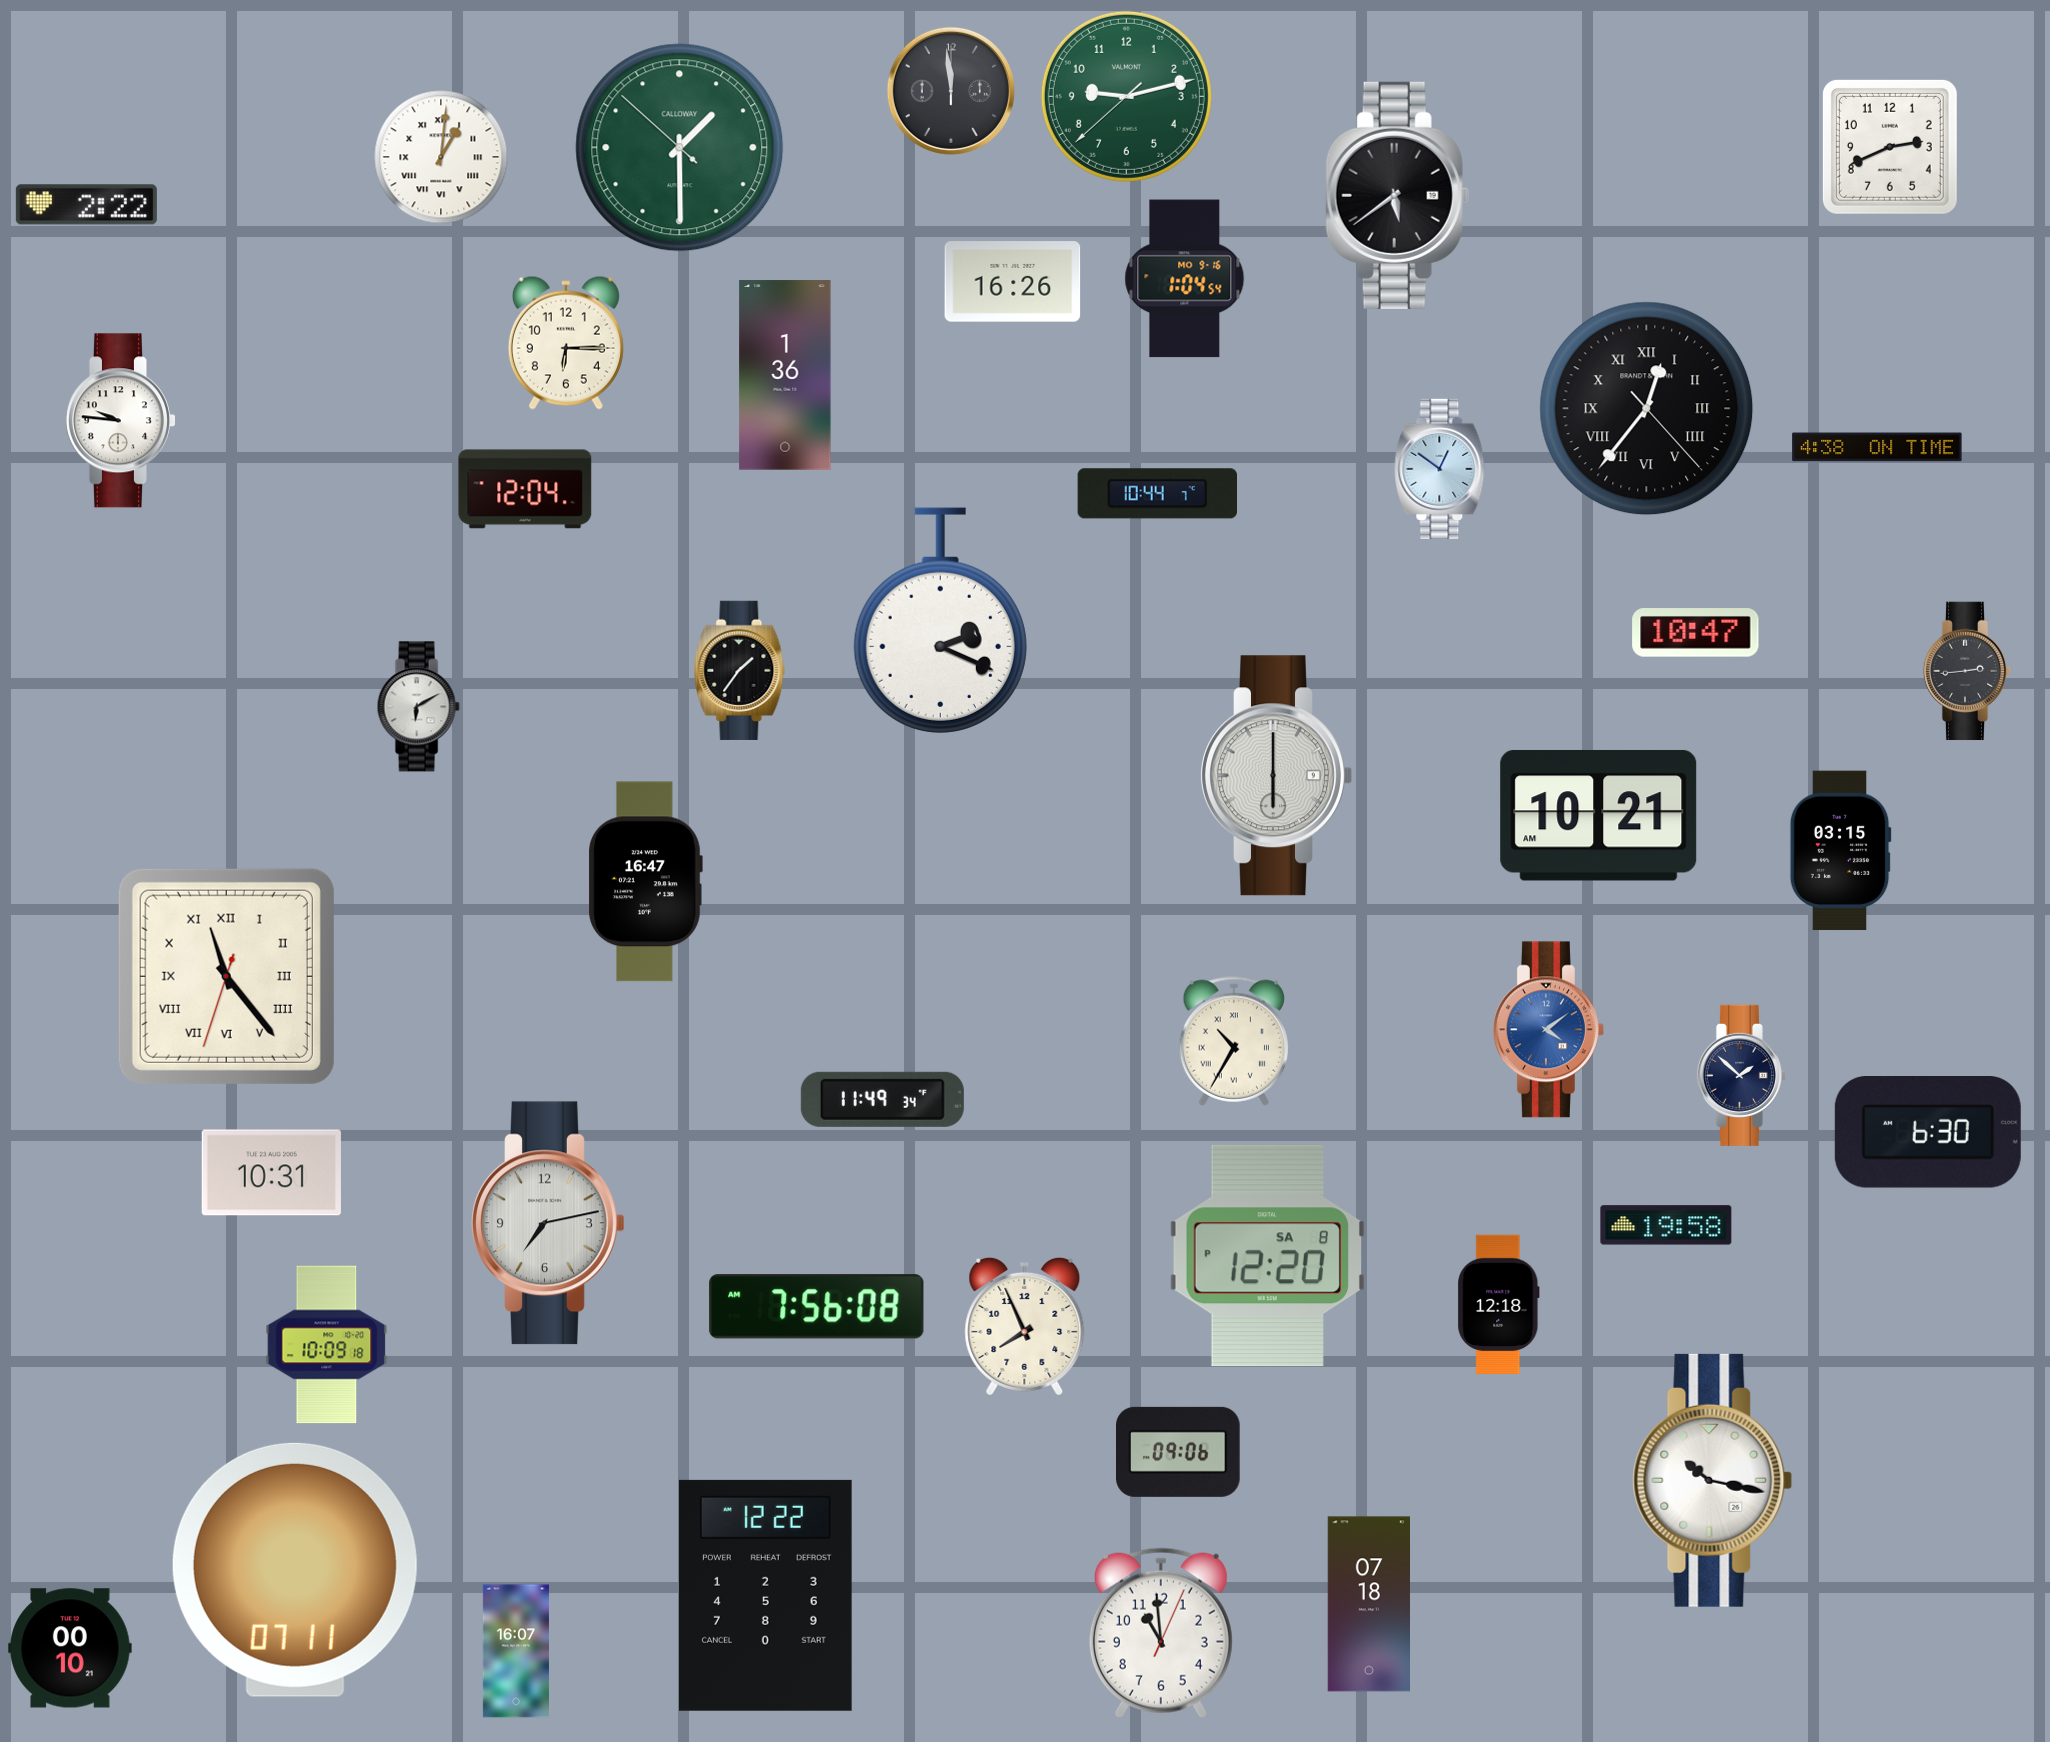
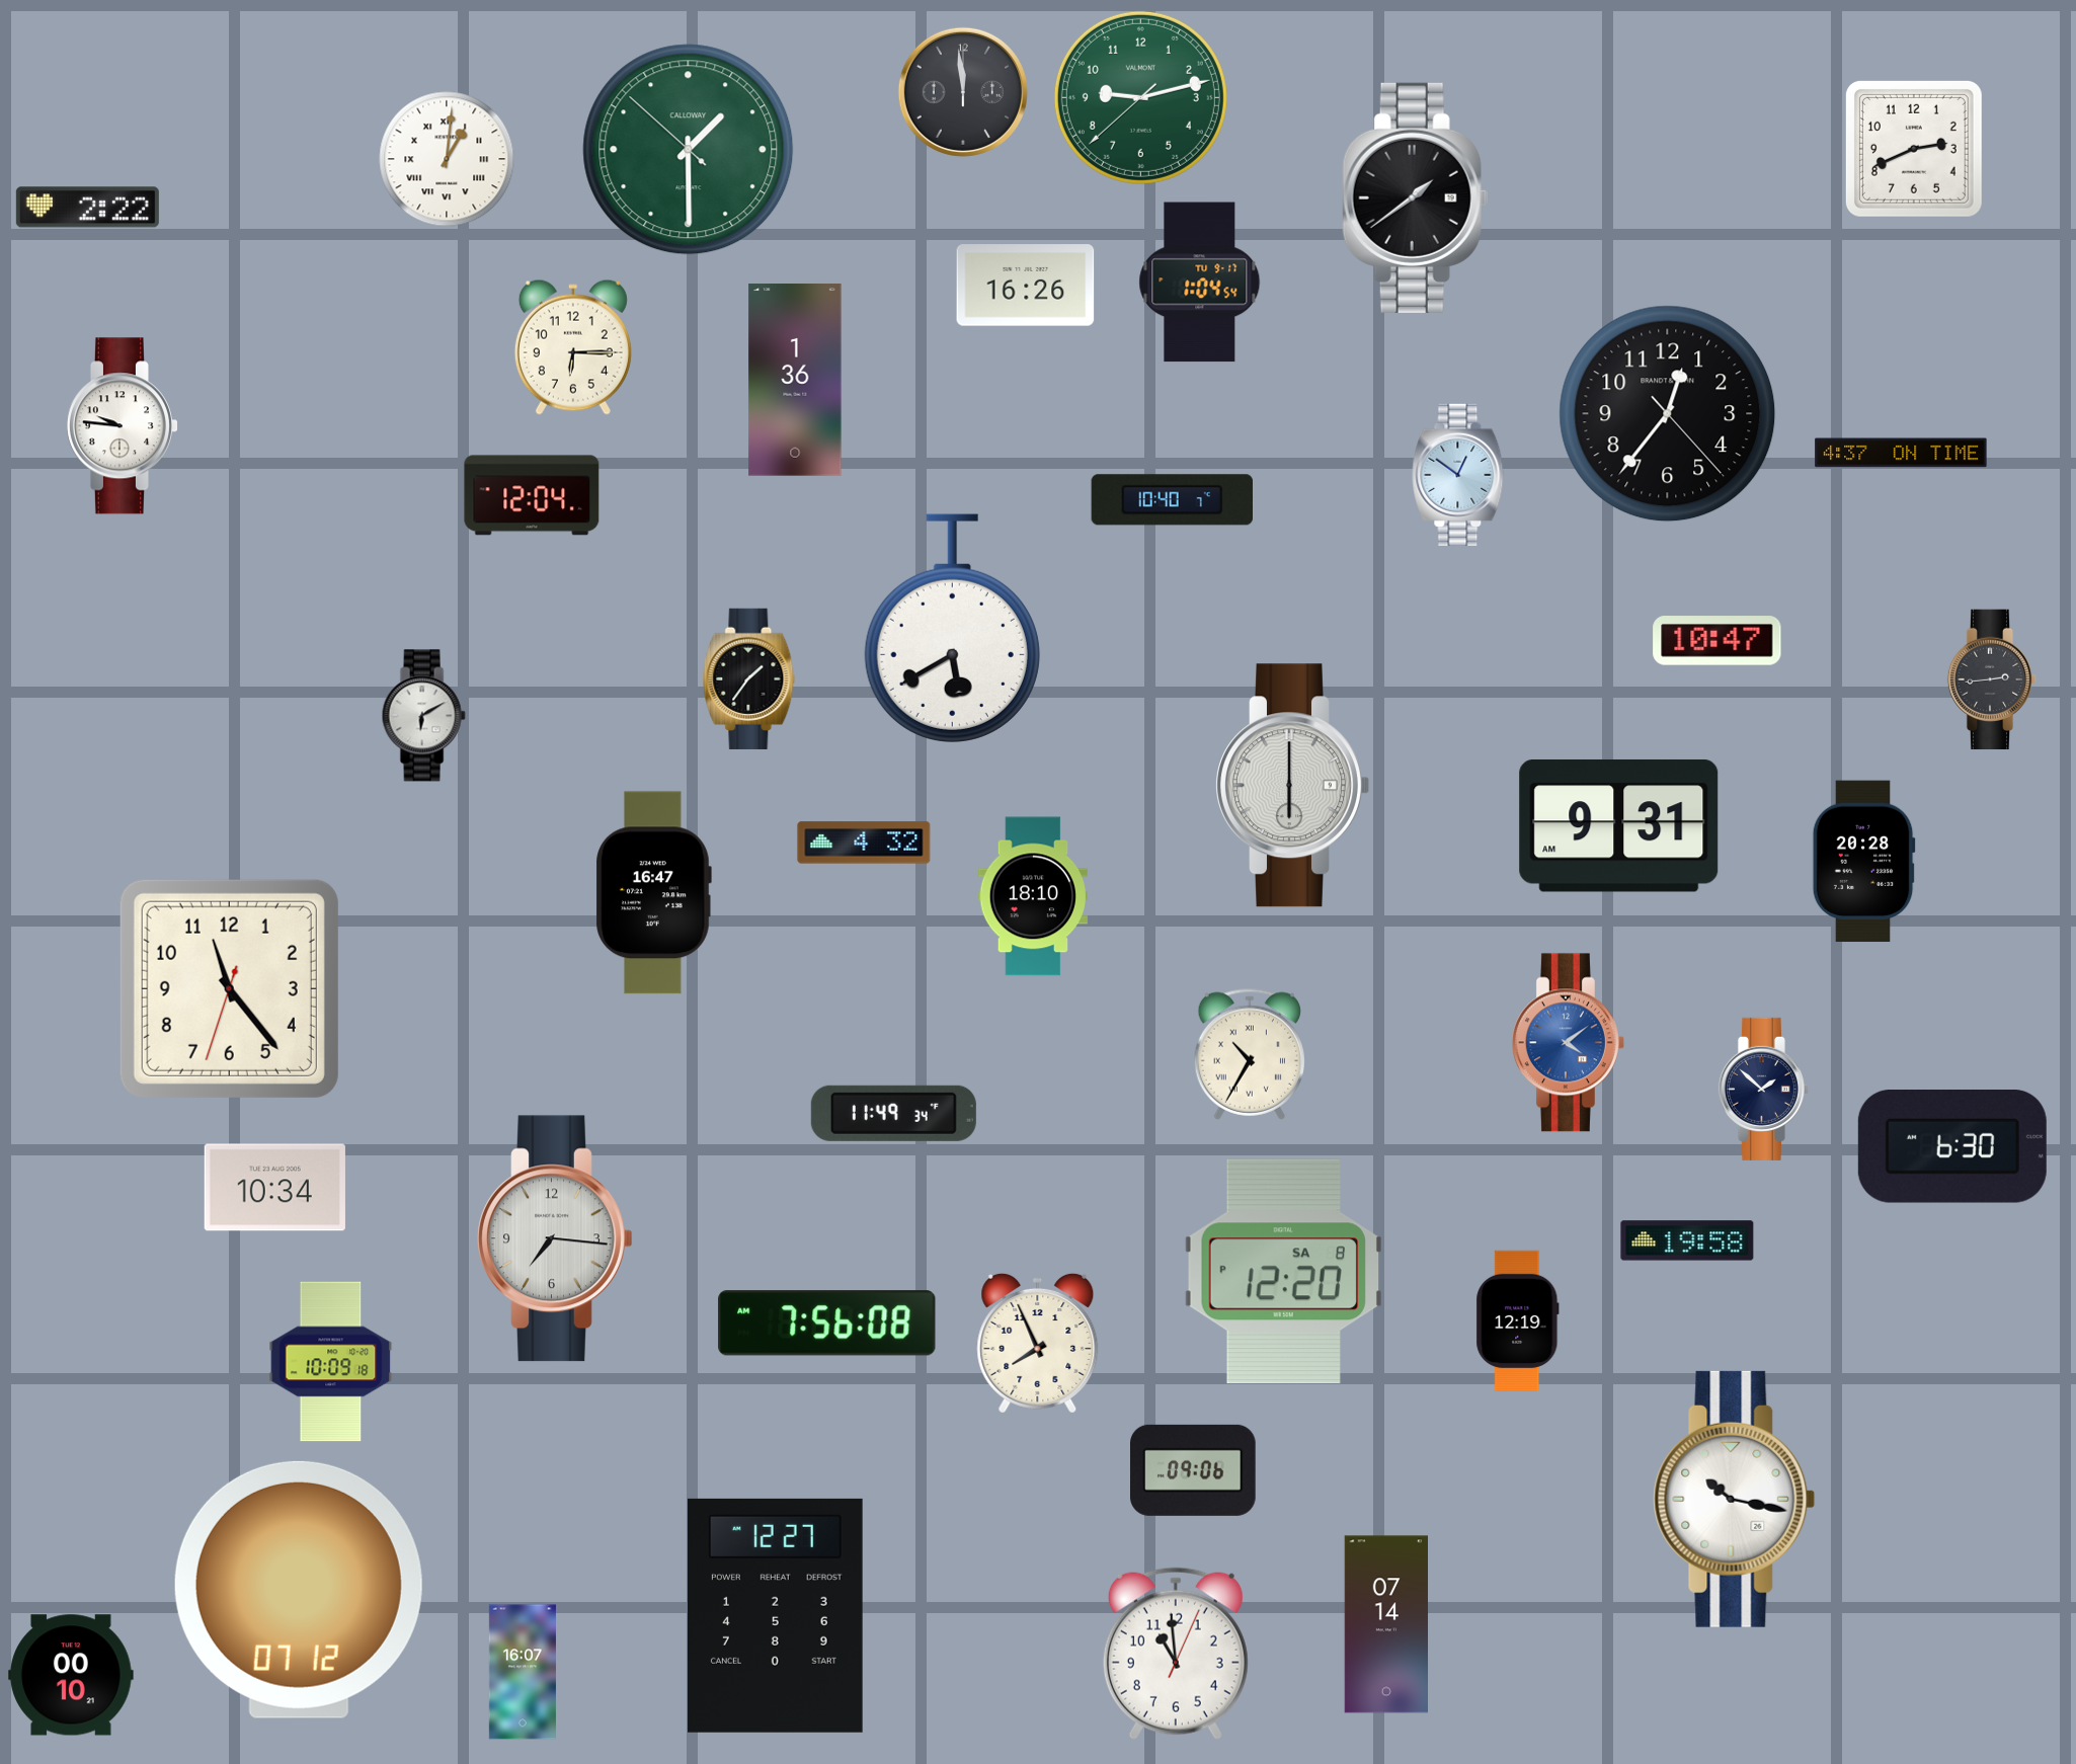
clock at (1397, 195): 5:39 -> 1:39
clock at (1185, 279) date: MO 9-16 -> TU 9-17
clock at (1647, 409) numerals: Roman -> Arabic
clock at (1877, 447): 4:38 -> 4:37
clock at (1157, 494): 10:44 -> 10:40
clock at (940, 620): 2:19 -> 5:40
clock at (1599, 815): 10:21 -> 9:31
clock at (864, 843): none -> 4:32
clock at (1840, 851): 03:15 -> 20:28
clock at (1033, 896): none -> 18:10
clock at (226, 976) numerals: Roman -> Arabic
clock at (271, 1173): 10:31 -> 10:34
clock at (548, 1223): 7:13 -> 7:16
clock at (1499, 1304): 12:18 -> 12:19
clock at (295, 1570): 07:11 -> 07:12
clock at (765, 1595): 12:22 -> 12:27
clock at (1368, 1604): 07:18 -> 07:14
clock at (70, 1648) position: (70, 1648) -> (71, 1675)
